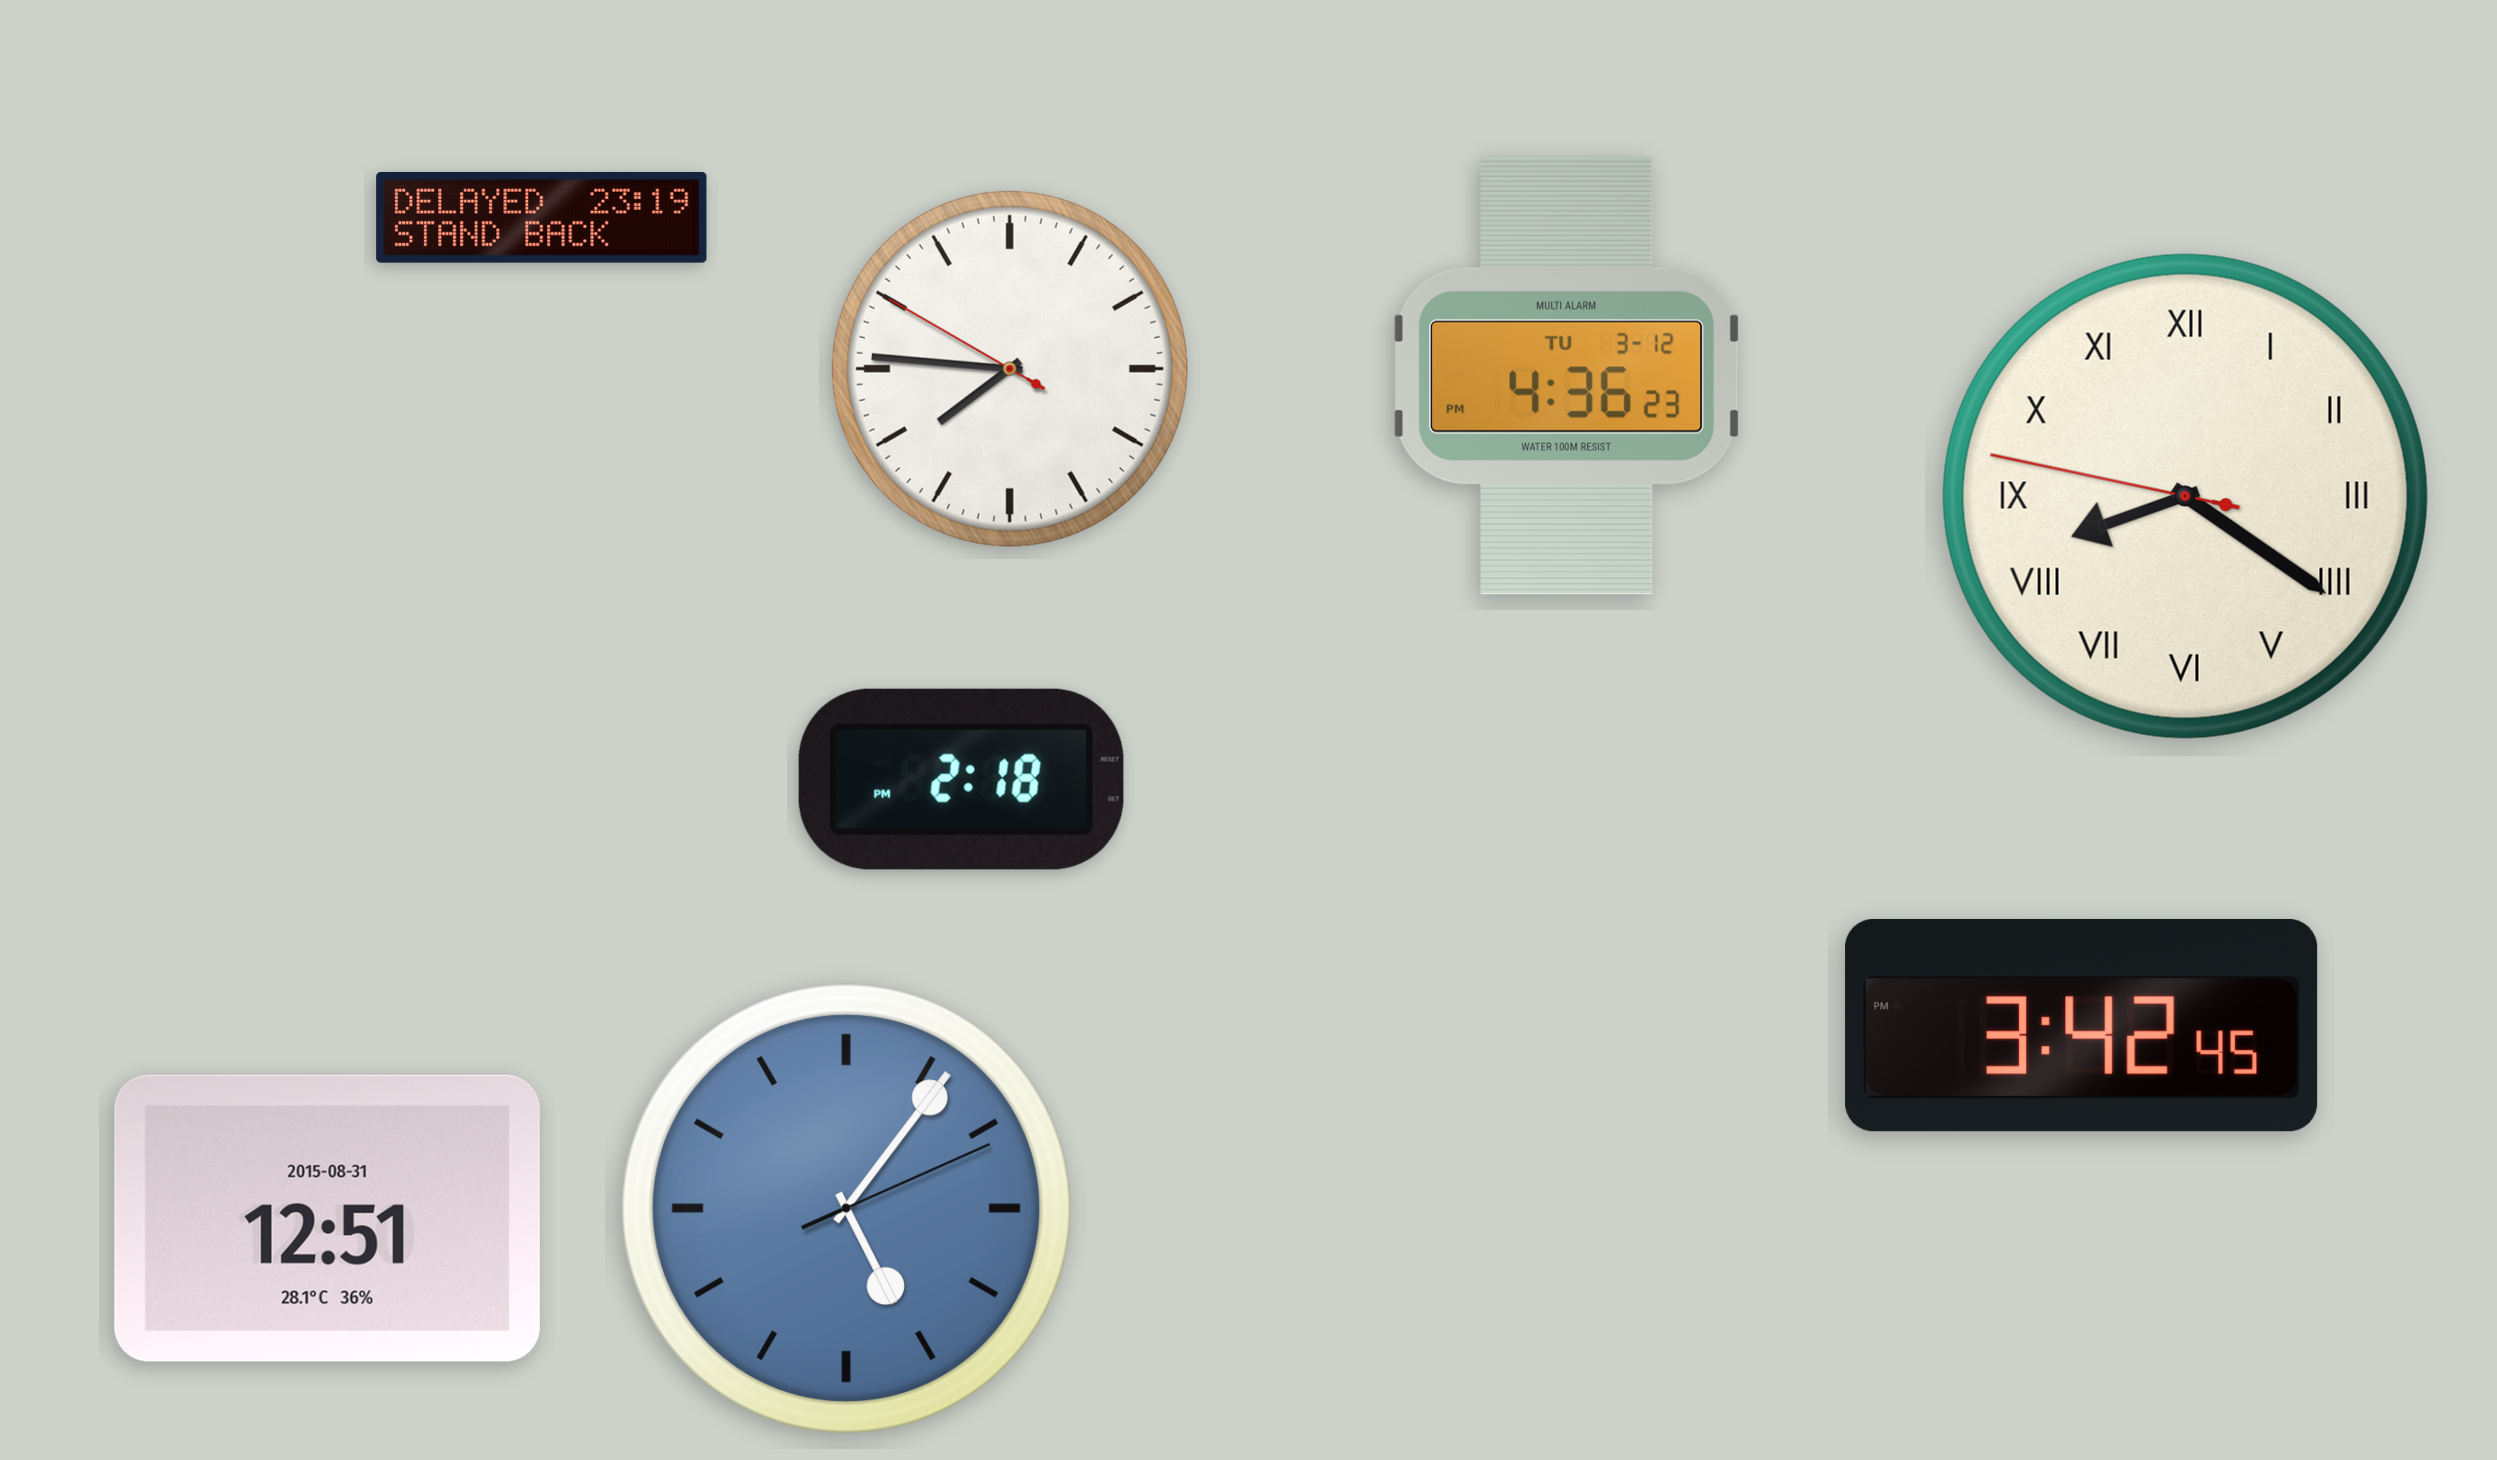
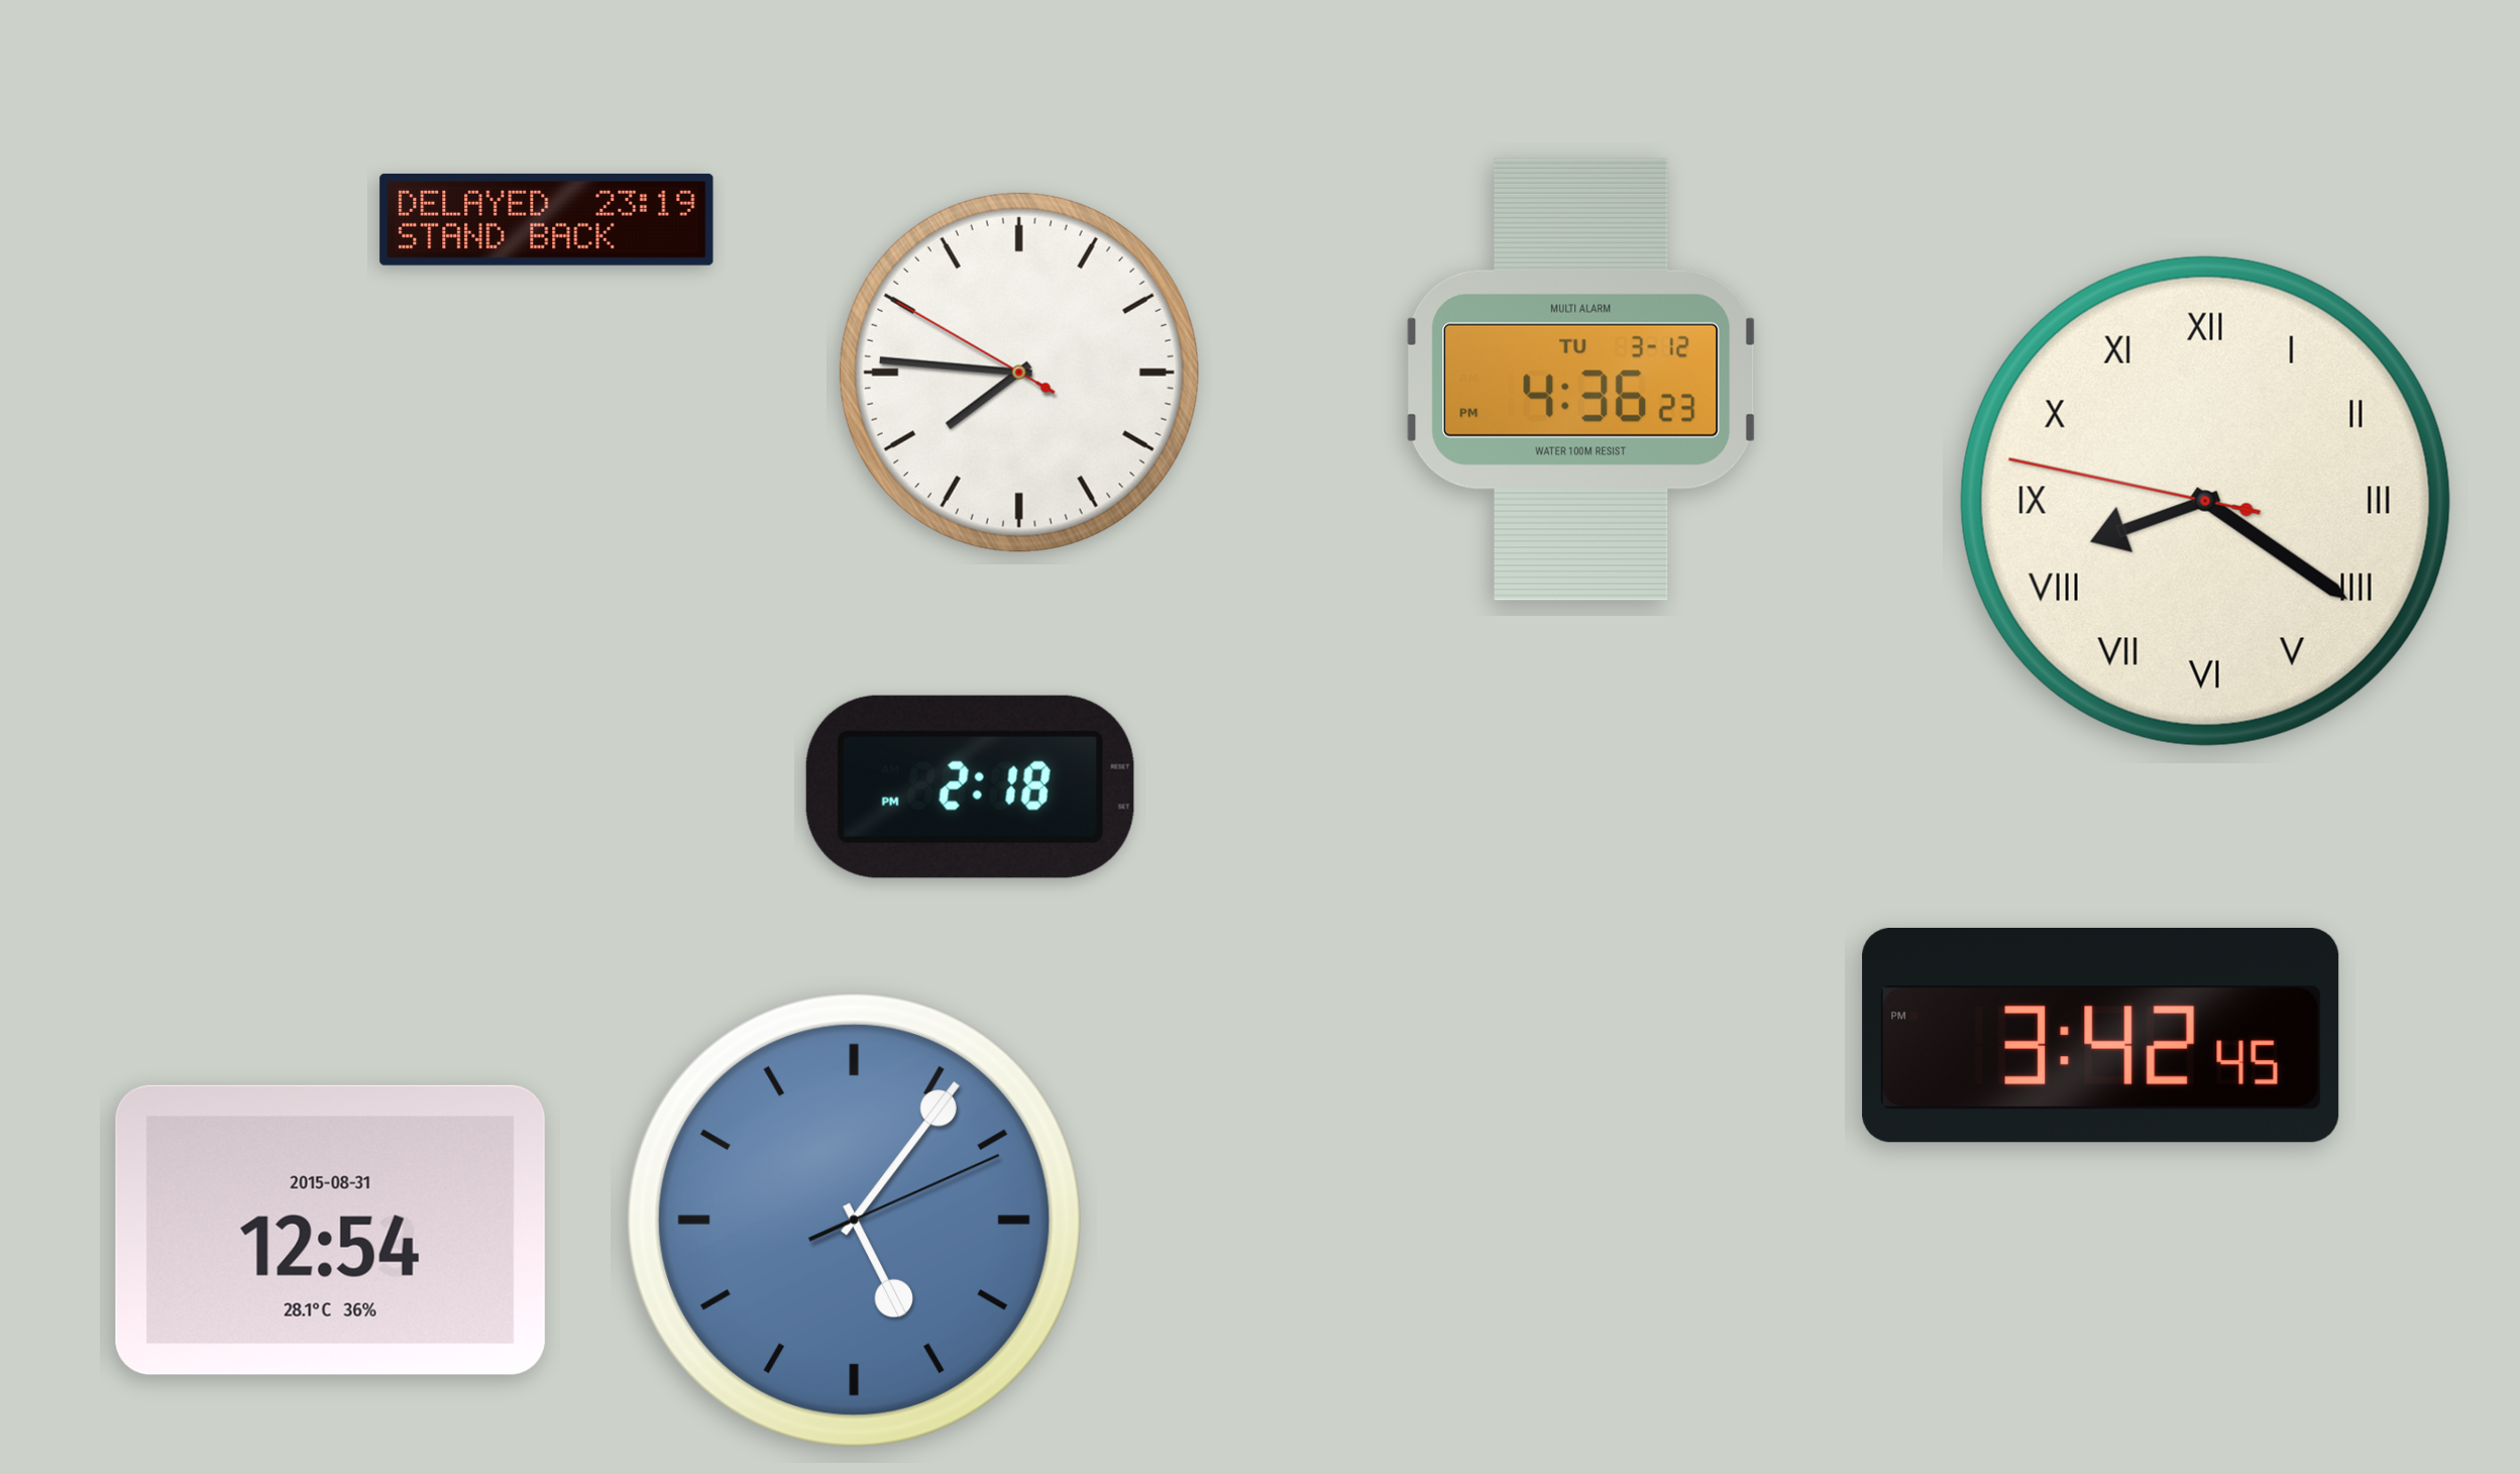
clock at (327, 1218): 12:51 -> 12:54
